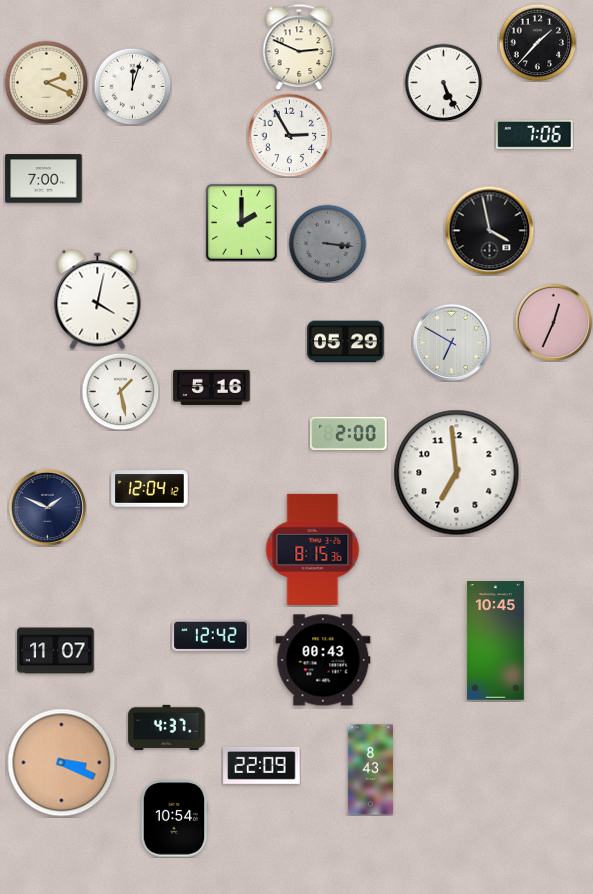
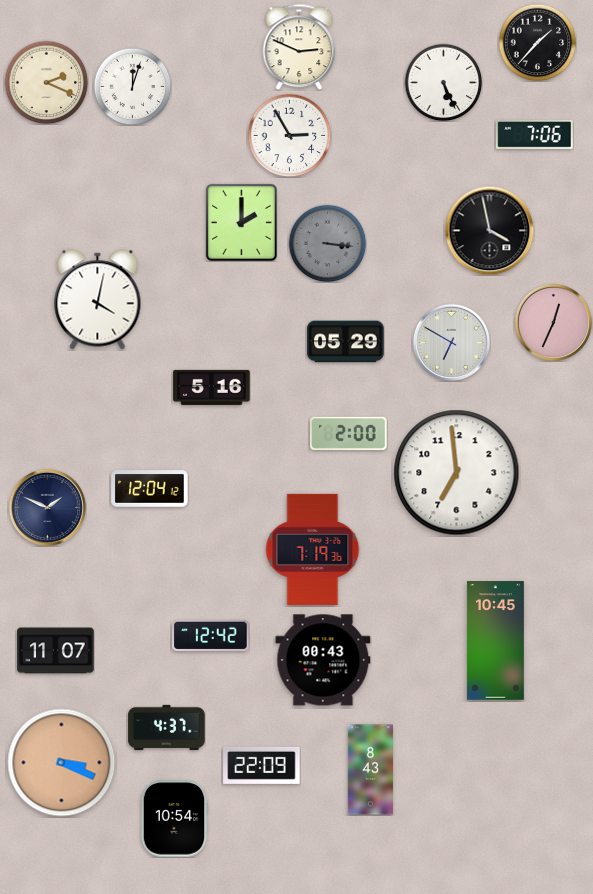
clock at (44, 179): 7:00 -> none
clock at (120, 391): 1:28 -> none
clock at (313, 549): 8:15 -> 7:19
